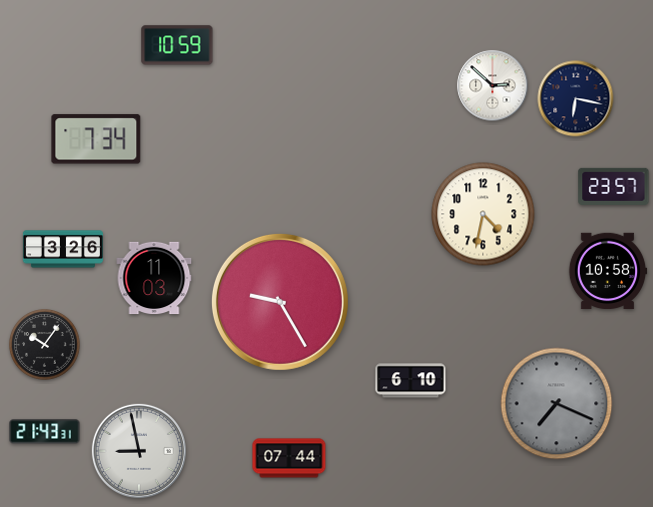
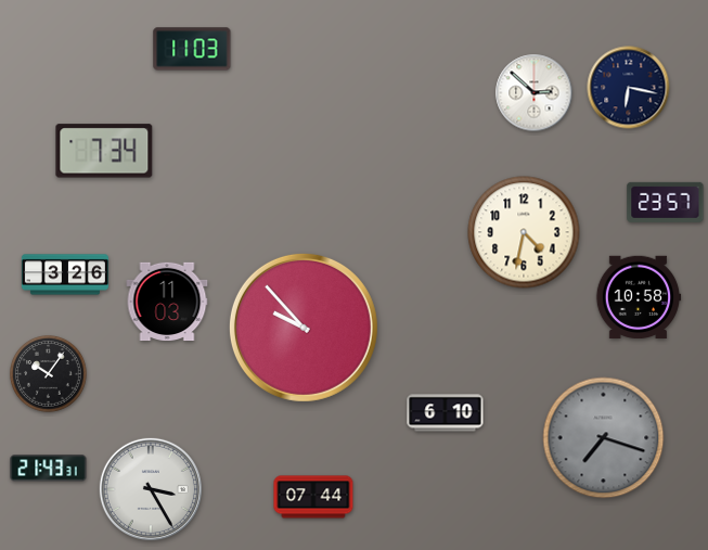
clock at (177, 45): 10:59 -> 11:03
clock at (576, 99) position: (576, 99) -> (629, 88)
clock at (63, 249) position: (63, 249) -> (65, 274)
clock at (608, 271) position: (608, 271) -> (639, 297)
clock at (280, 302): 9:25 -> 9:53
clock at (557, 404): 7:19 -> 7:18
clock at (139, 451): 8:58 -> 3:25
